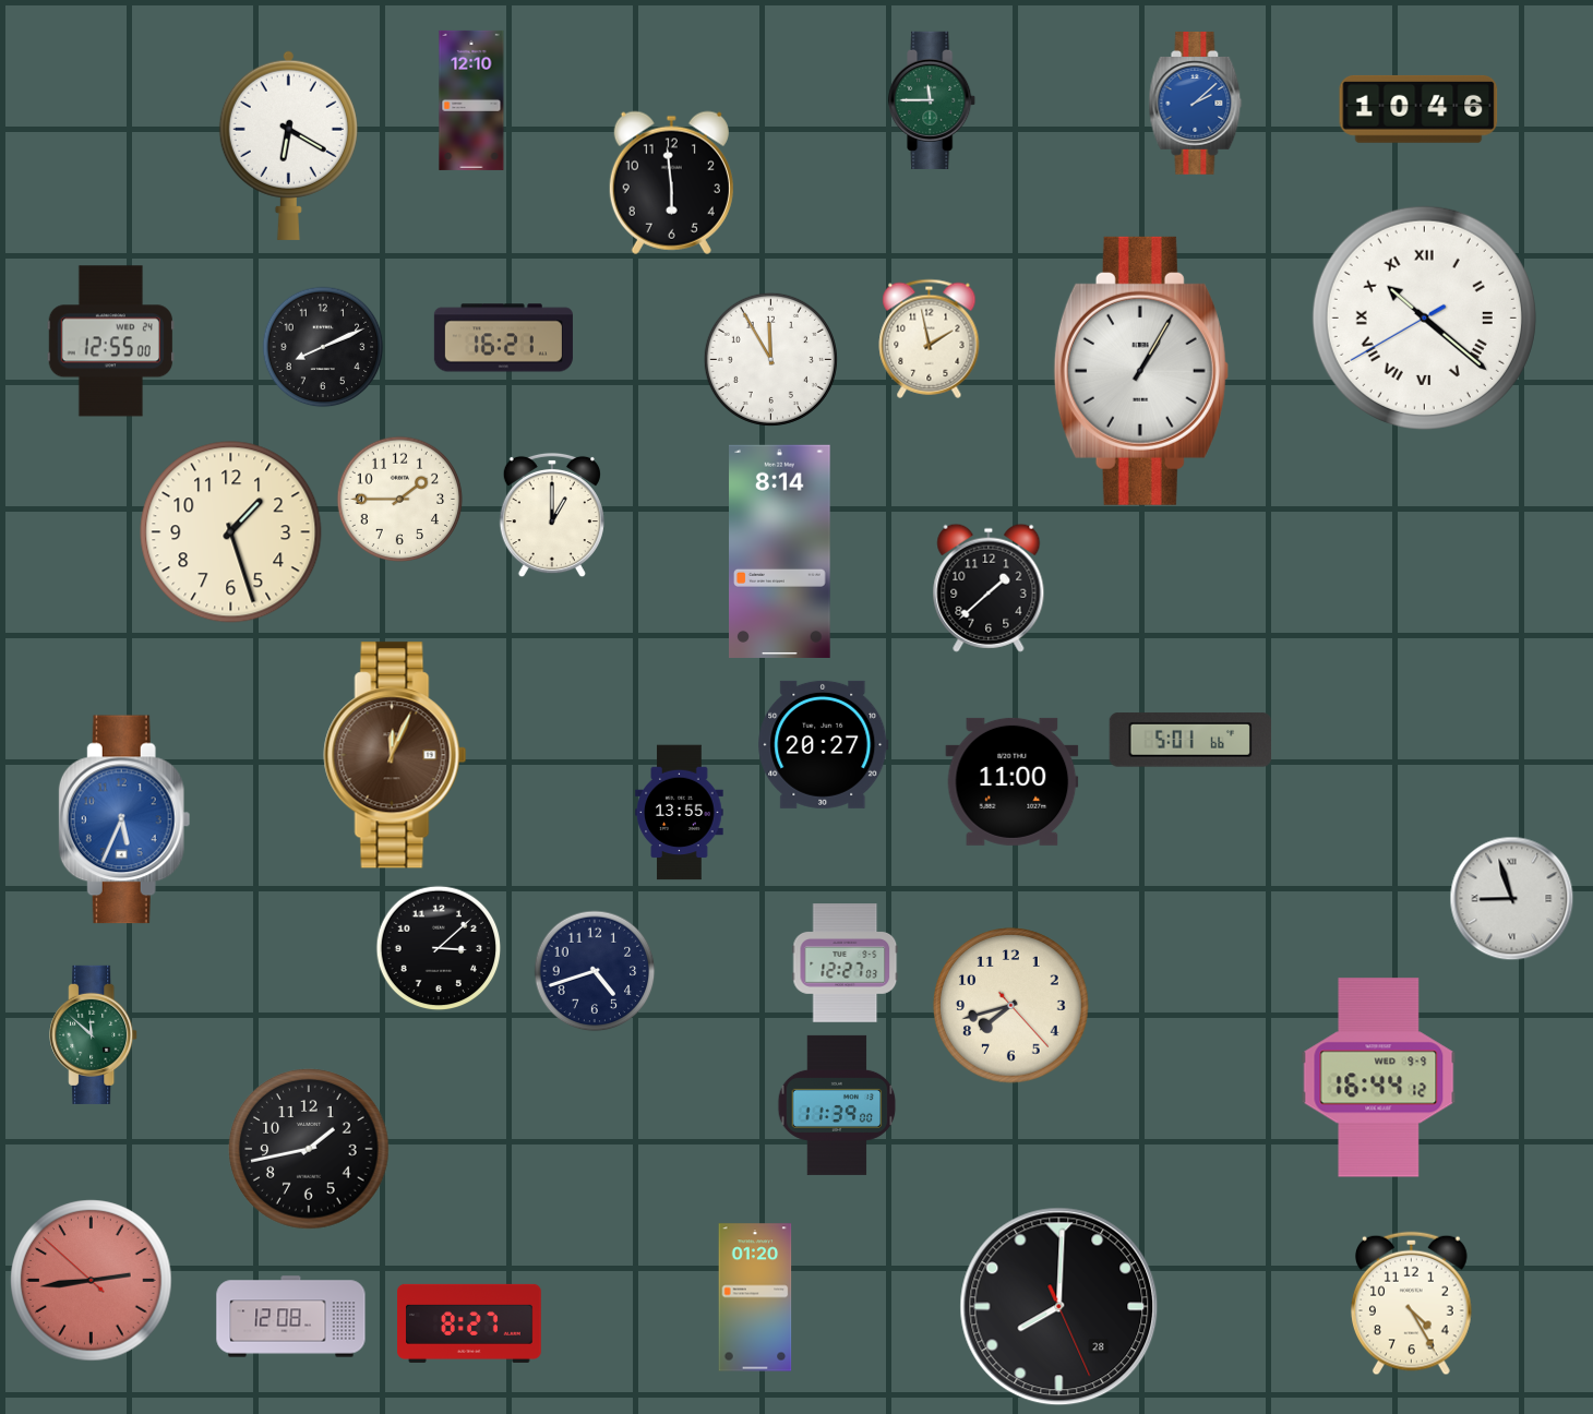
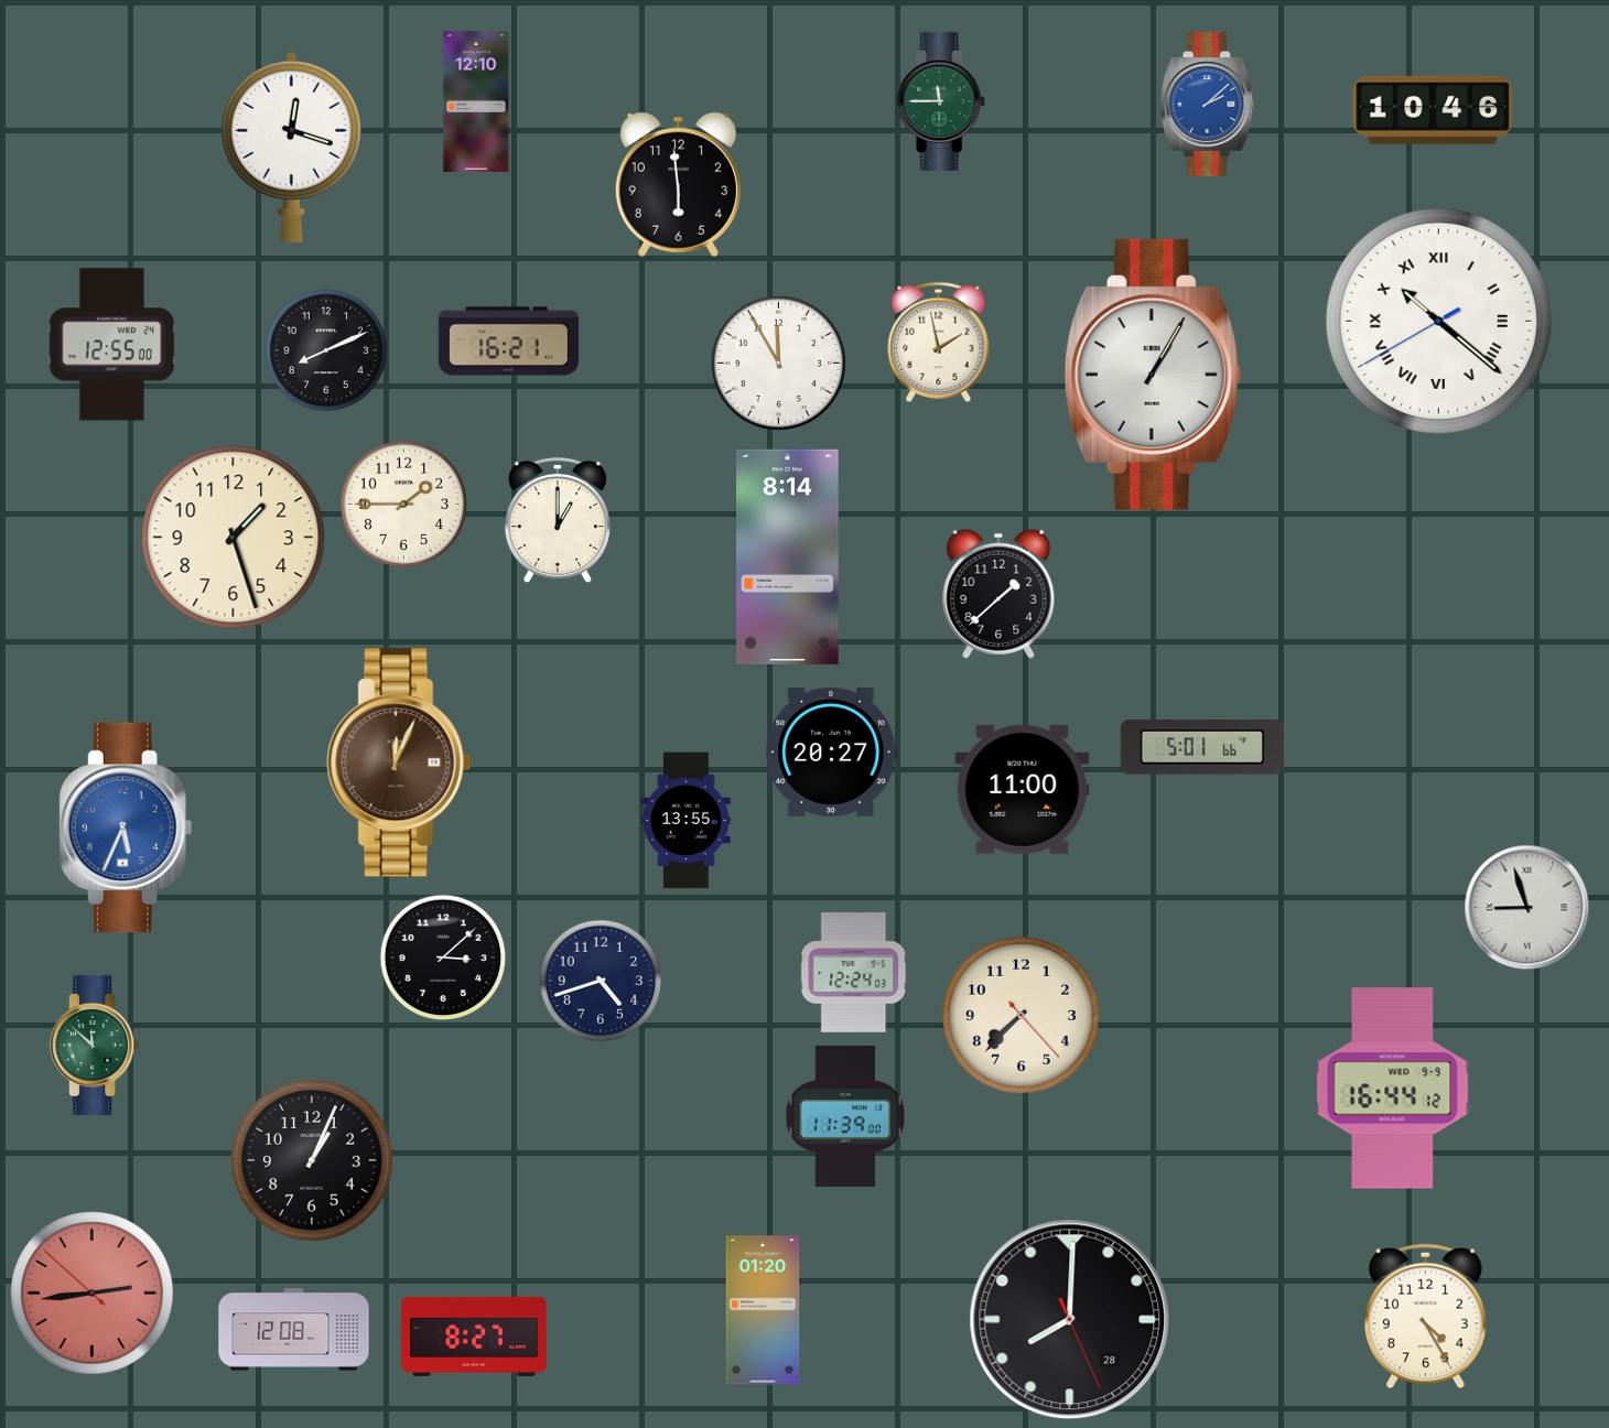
clock at (288, 145): 6:20 -> 12:18
clock at (846, 963): 12:27 -> 12:24
clock at (1011, 1006): 7:42 -> 7:37
clock at (309, 1149): 1:43 -> 1:04
